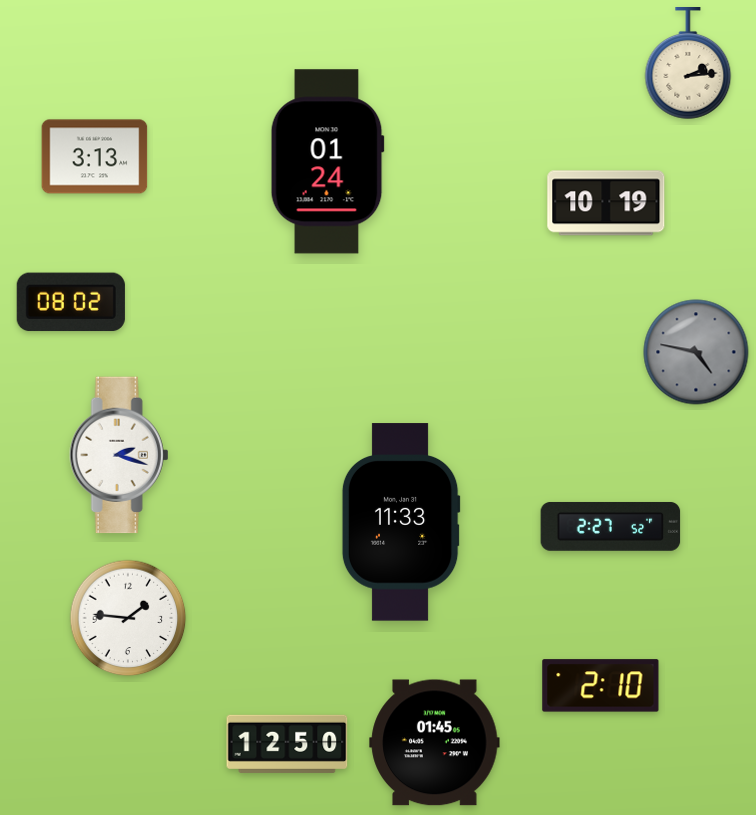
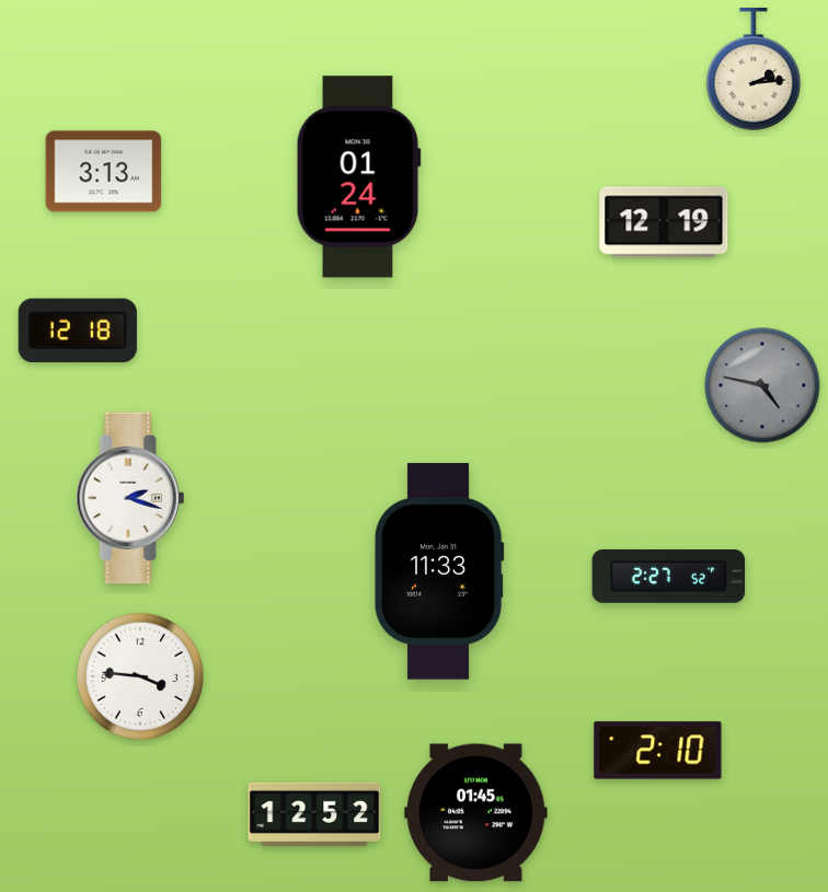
clock at (606, 203): 10:19 -> 12:19
clock at (71, 302): 08:02 -> 12:18
clock at (128, 618): 1:46 -> 3:46
clock at (287, 744): 12:50 -> 12:52
